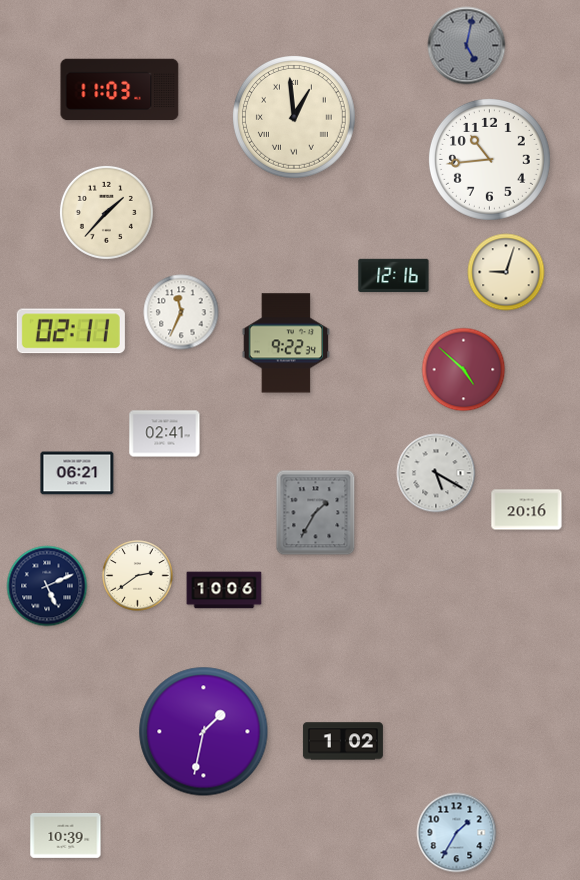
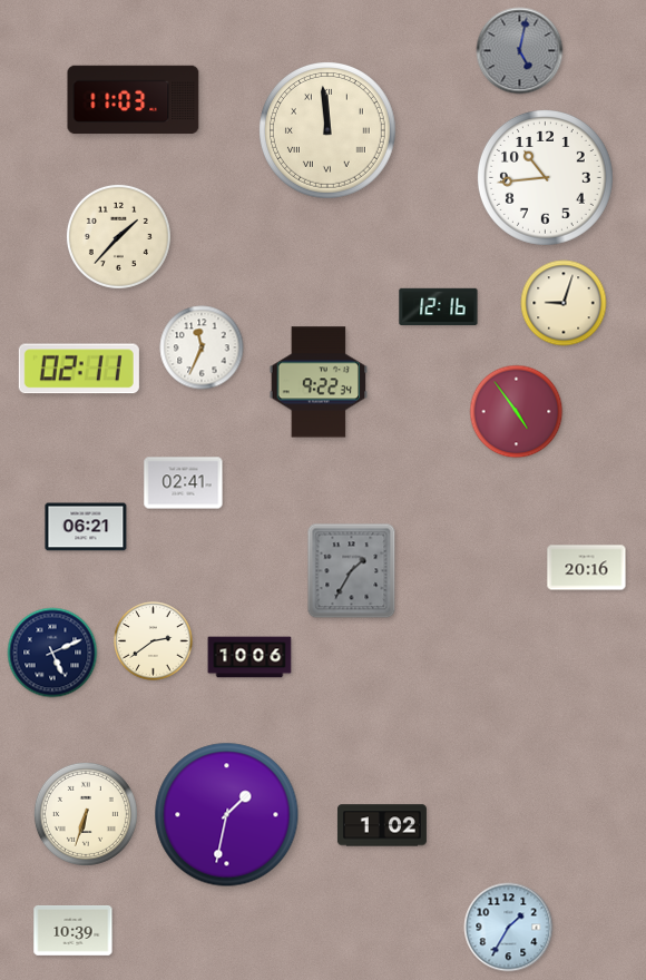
clock at (295, 118): 12:59 -> 11:59
clock at (464, 370): 4:52 -> 4:54
clock at (436, 473): 5:20 -> none
clock at (86, 814): none -> 6:33
